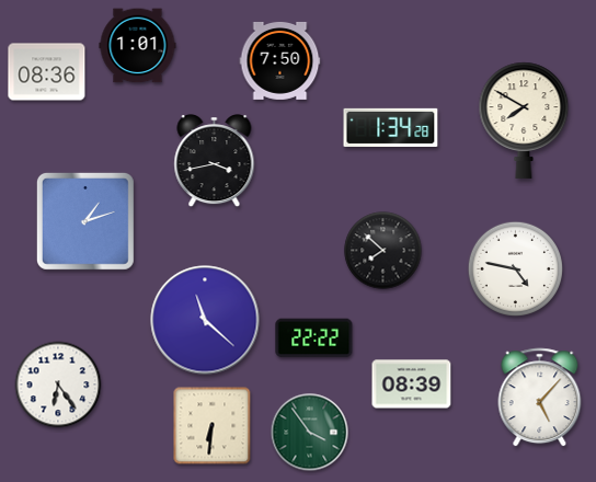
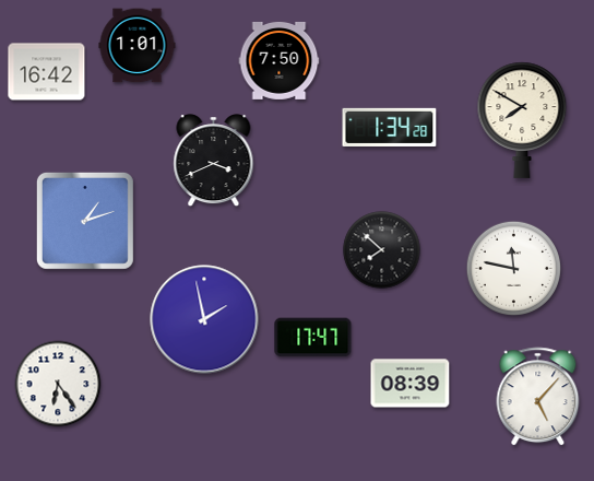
clock at (47, 72): 08:36 -> 16:42
clock at (215, 161): 3:43 -> 3:41
clock at (515, 268): 4:47 -> 11:47
clock at (205, 320): 11:22 -> 1:58
clock at (314, 338): 22:22 -> 17:47
clock at (213, 426): 6:31 -> none
clock at (310, 433): 3:54 -> none
